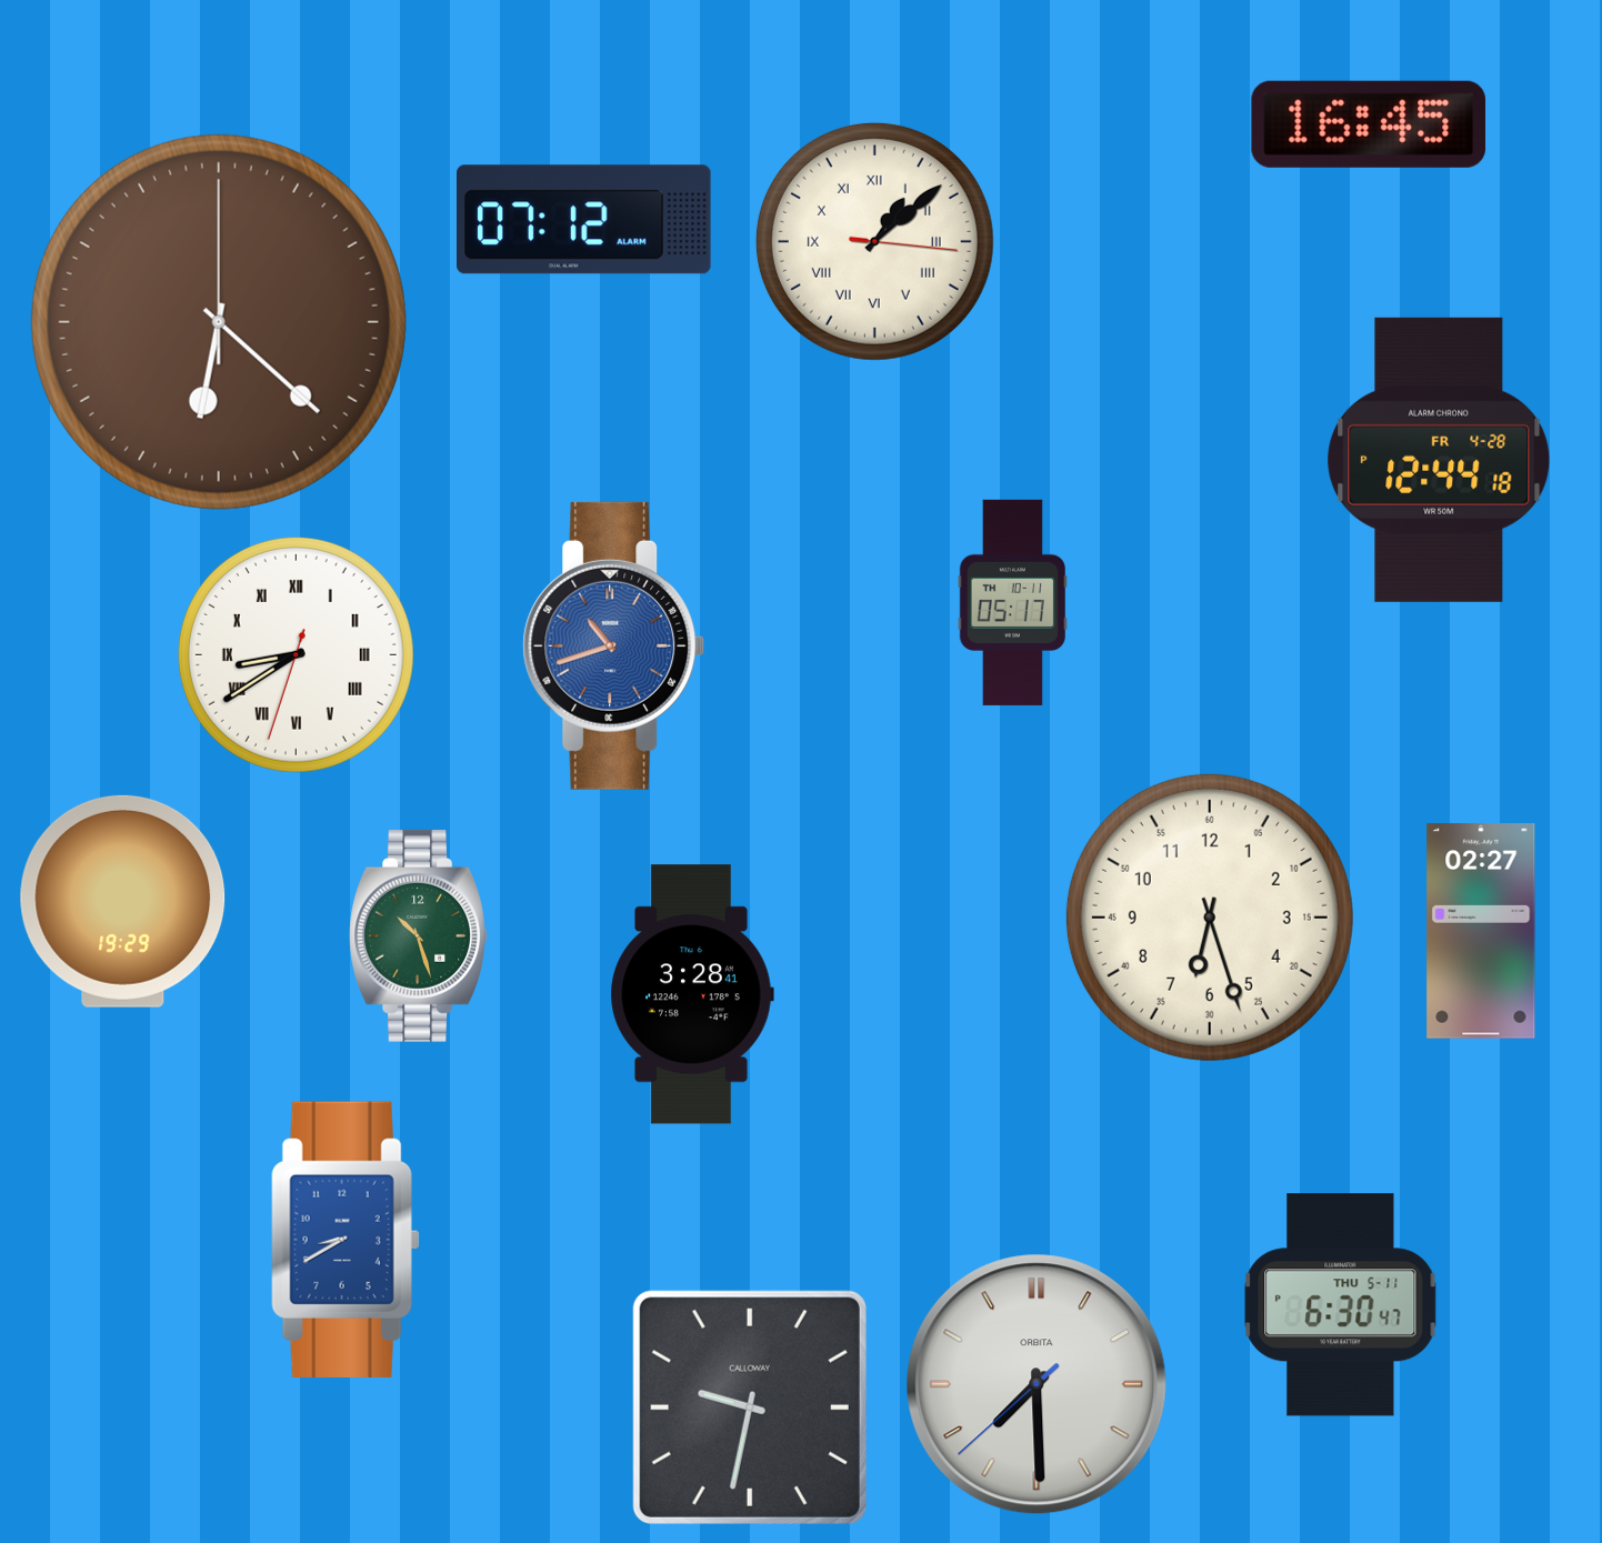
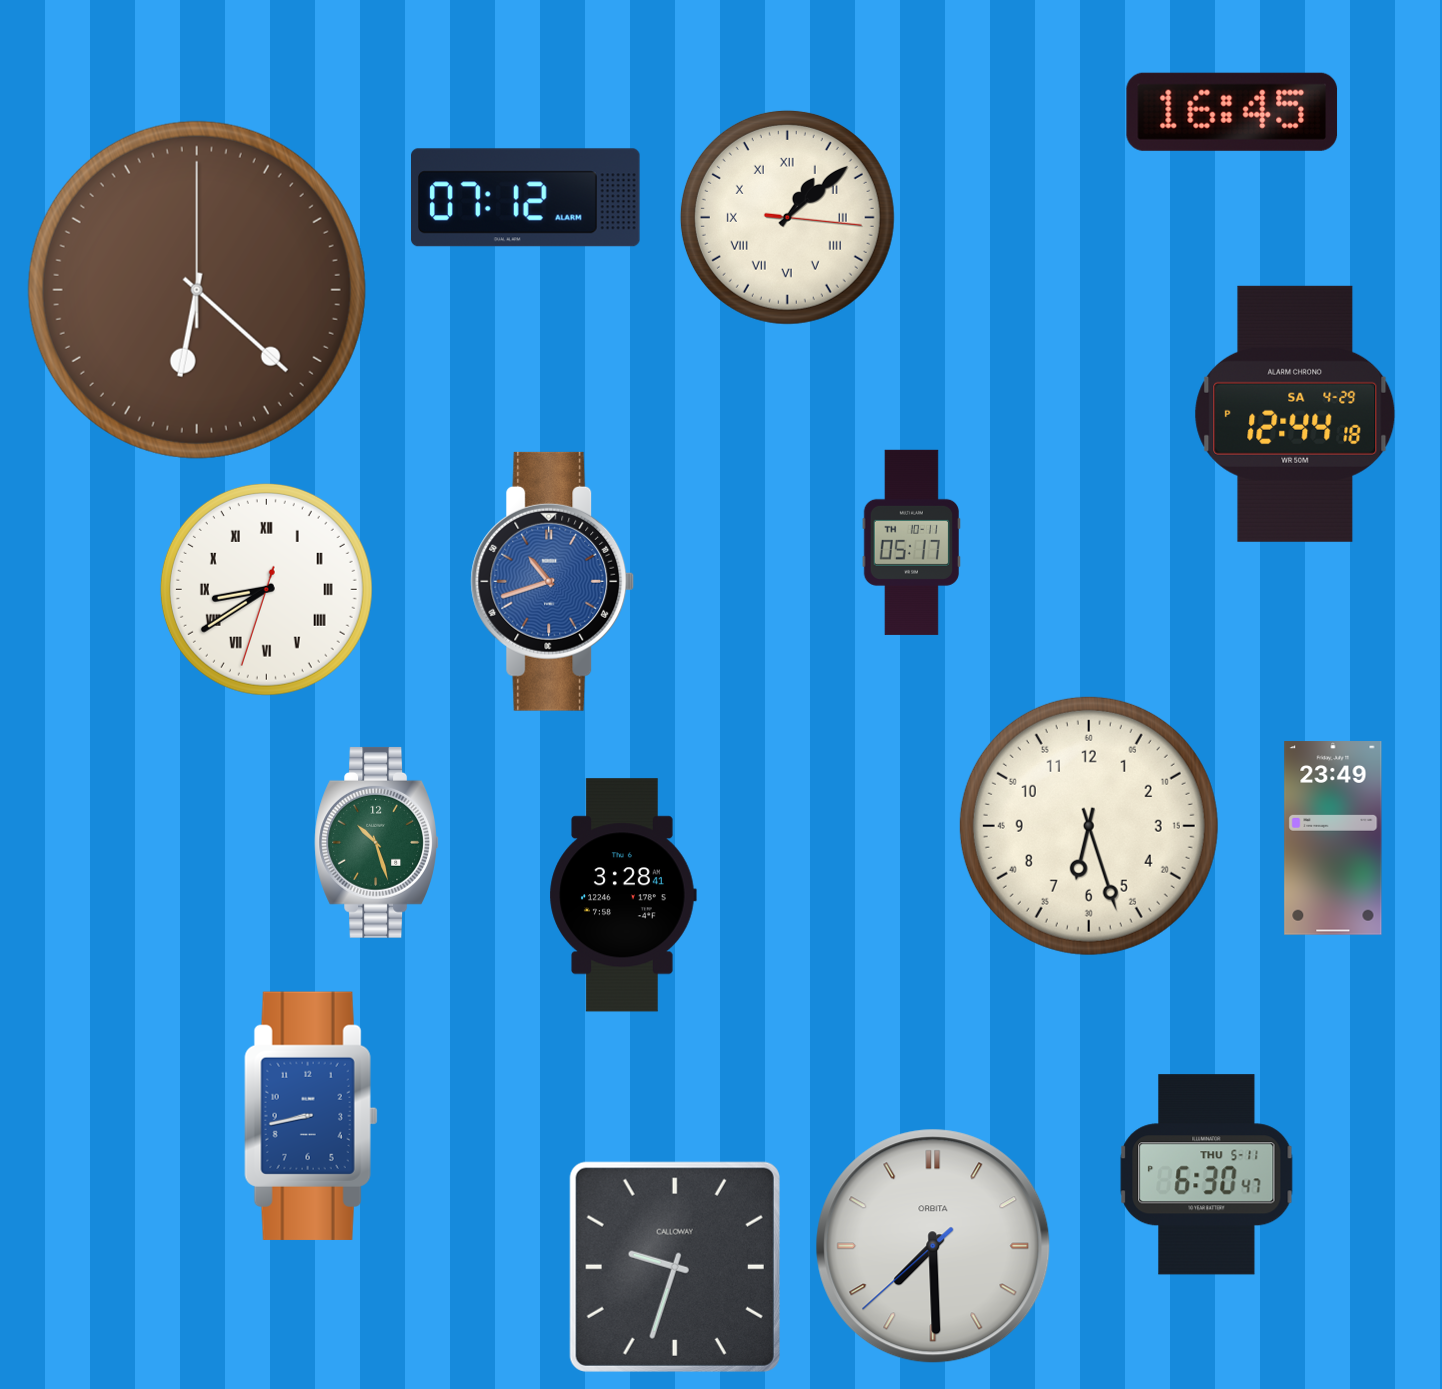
clock at (1439, 460) date: FR 4-28 -> SA 4-29
clock at (123, 901): 19:29 -> none
clock at (1481, 931): 02:27 -> 23:49
clock at (346, 1240): 8:40 -> 8:43
clock at (750, 1407): 9:32 -> 9:33
